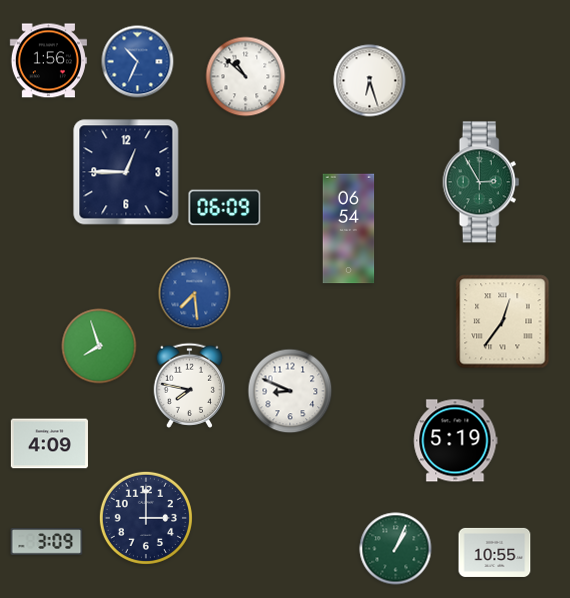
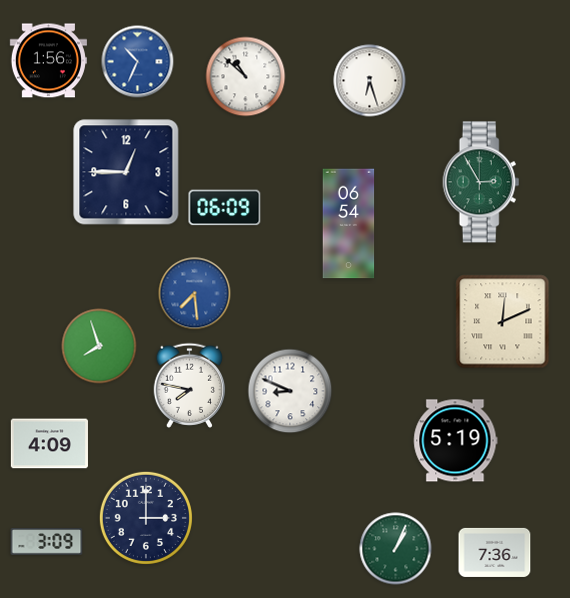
clock at (349, 229) position: (349, 229) -> (349, 224)
clock at (503, 322): 12:36 -> 12:11
clock at (495, 552): 10:55 -> 7:36
